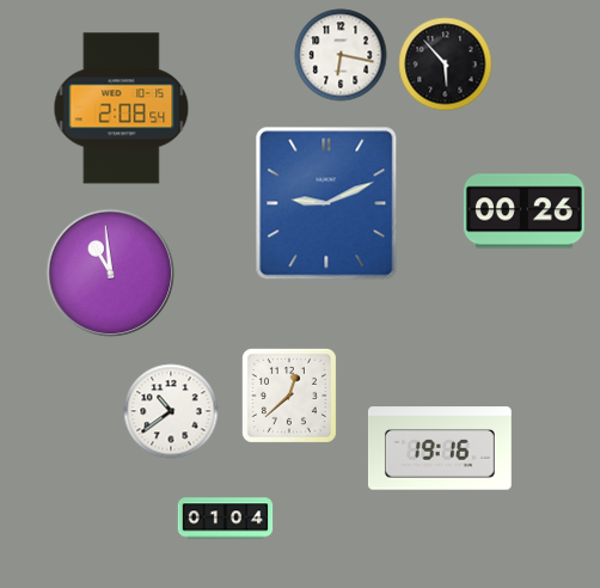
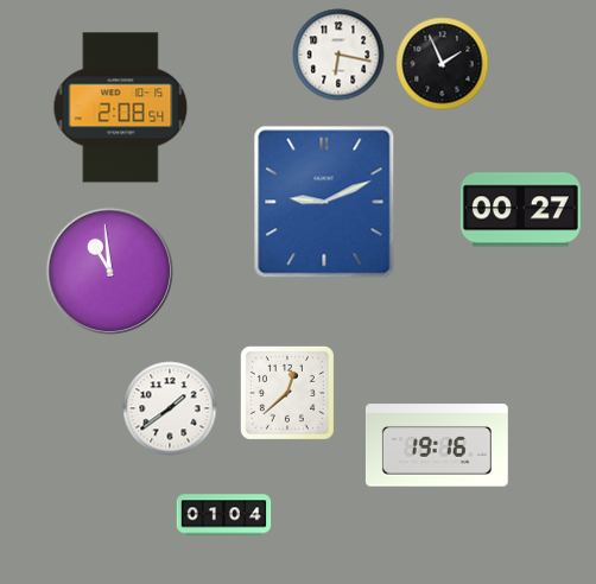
clock at (446, 65): 5:53 -> 1:56
clock at (524, 212): 00:26 -> 00:27
clock at (171, 411): 10:39 -> 1:39
